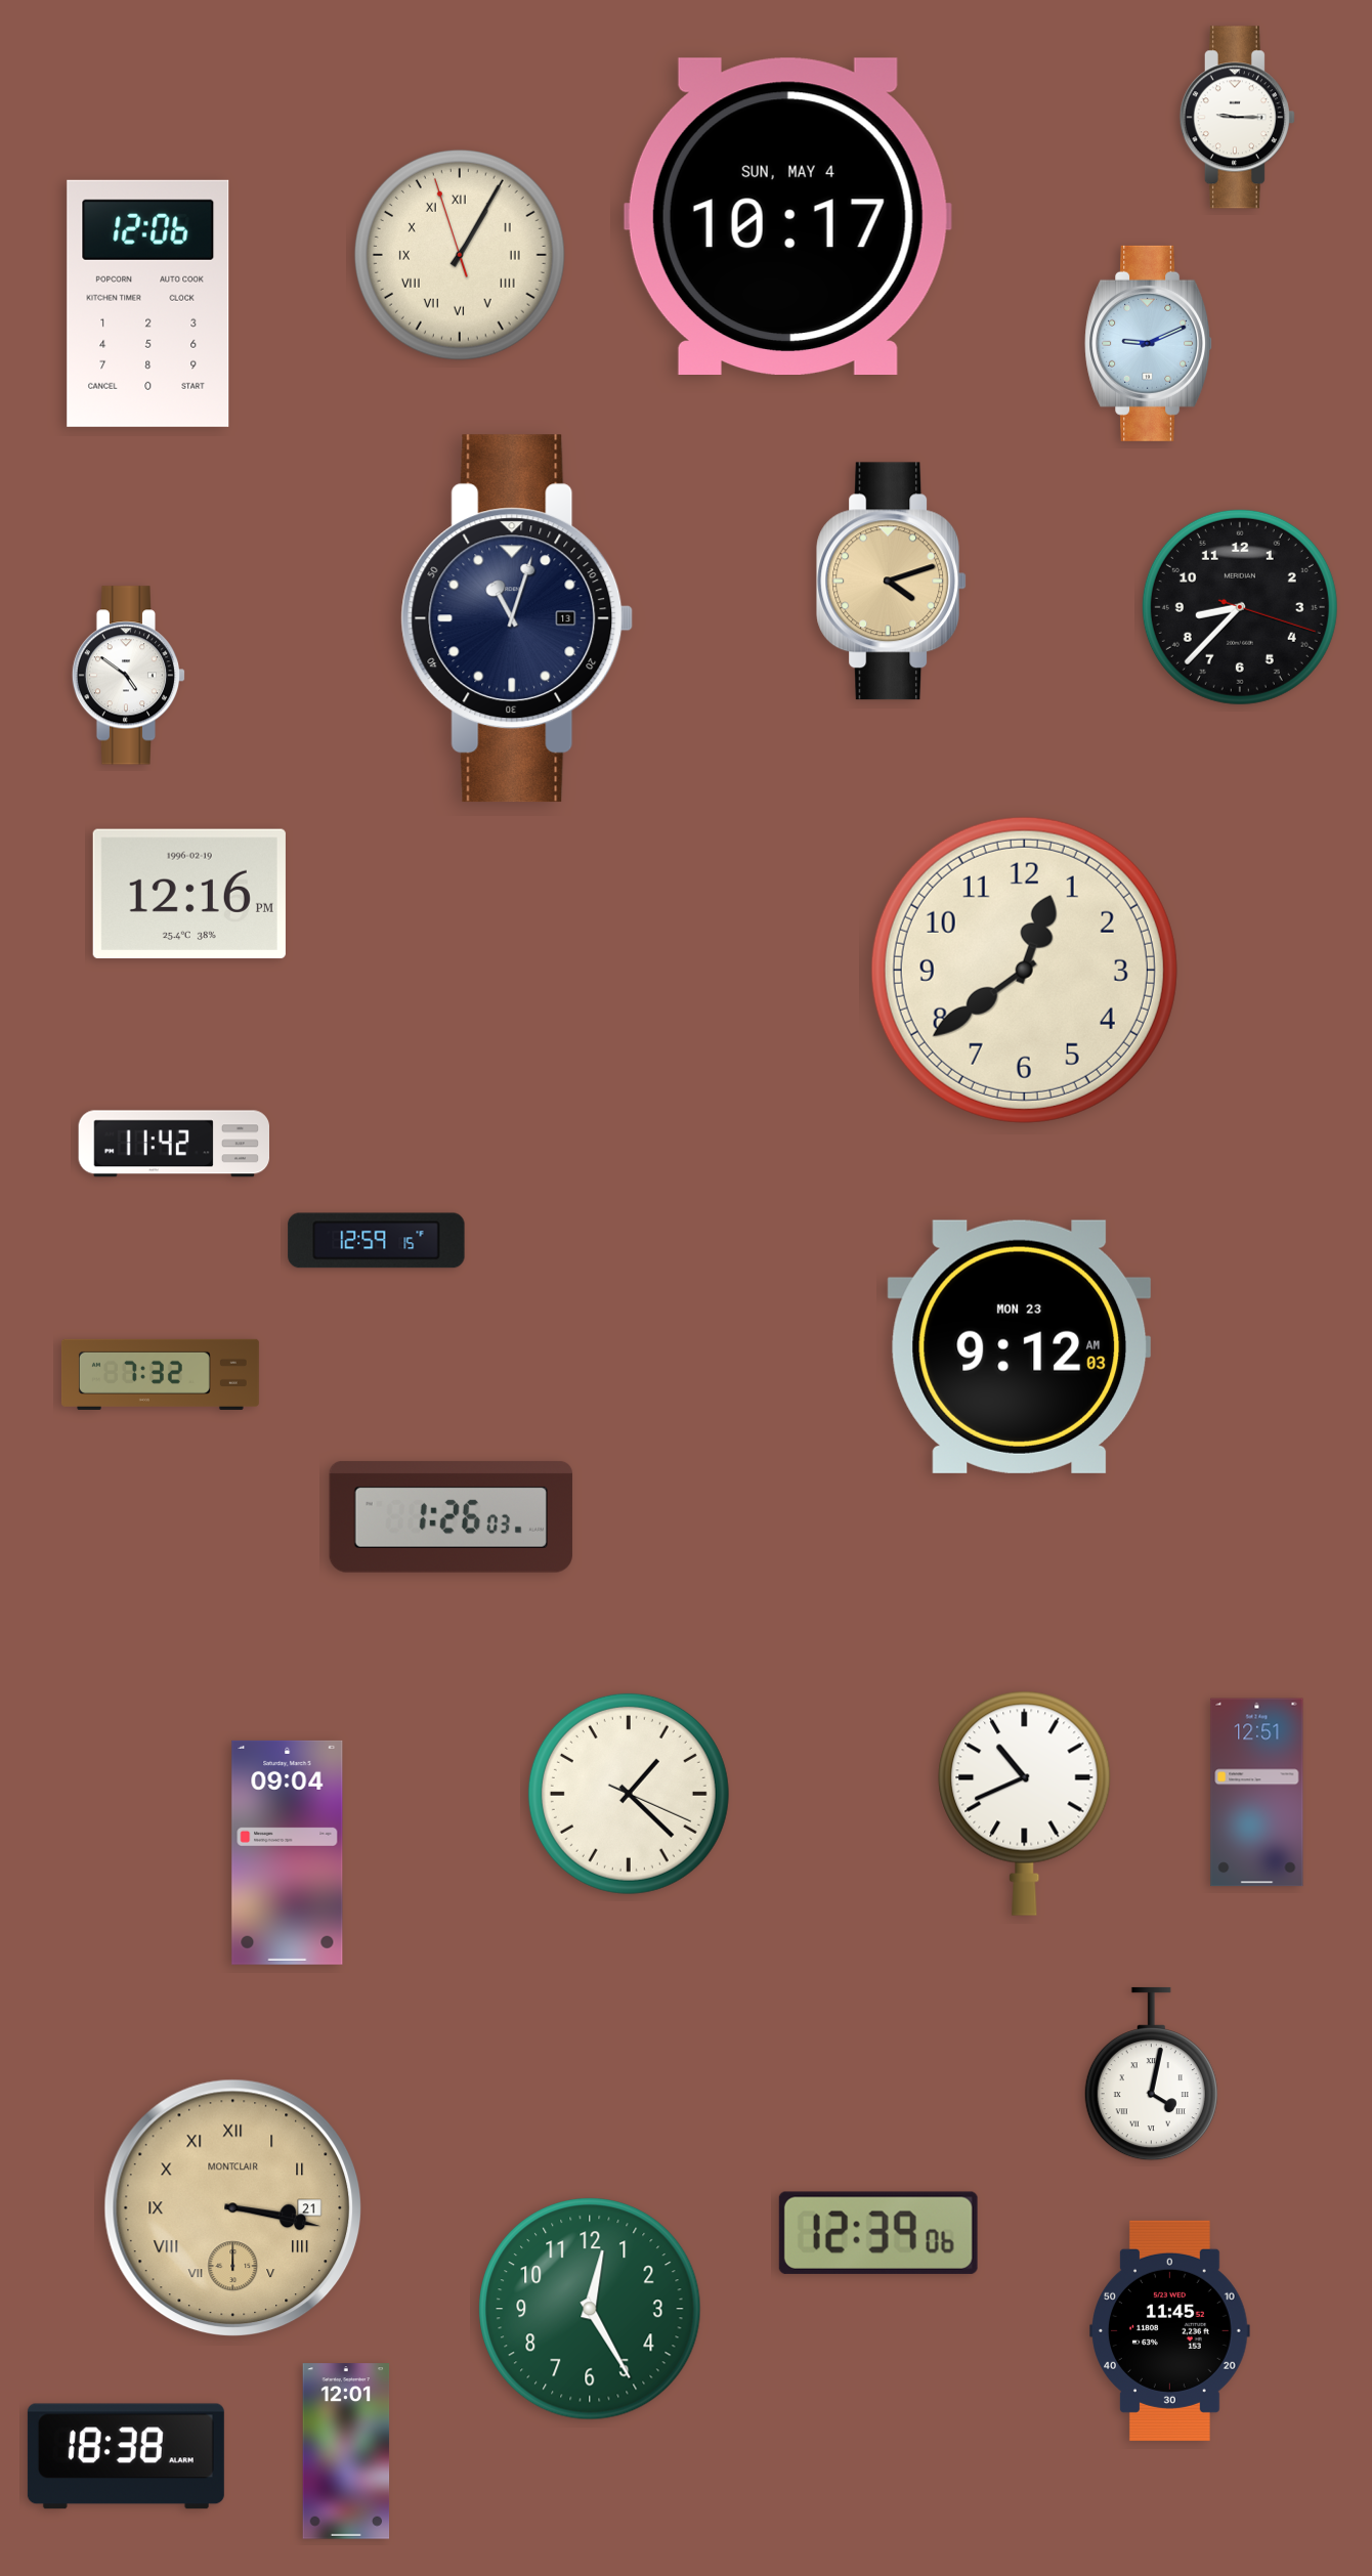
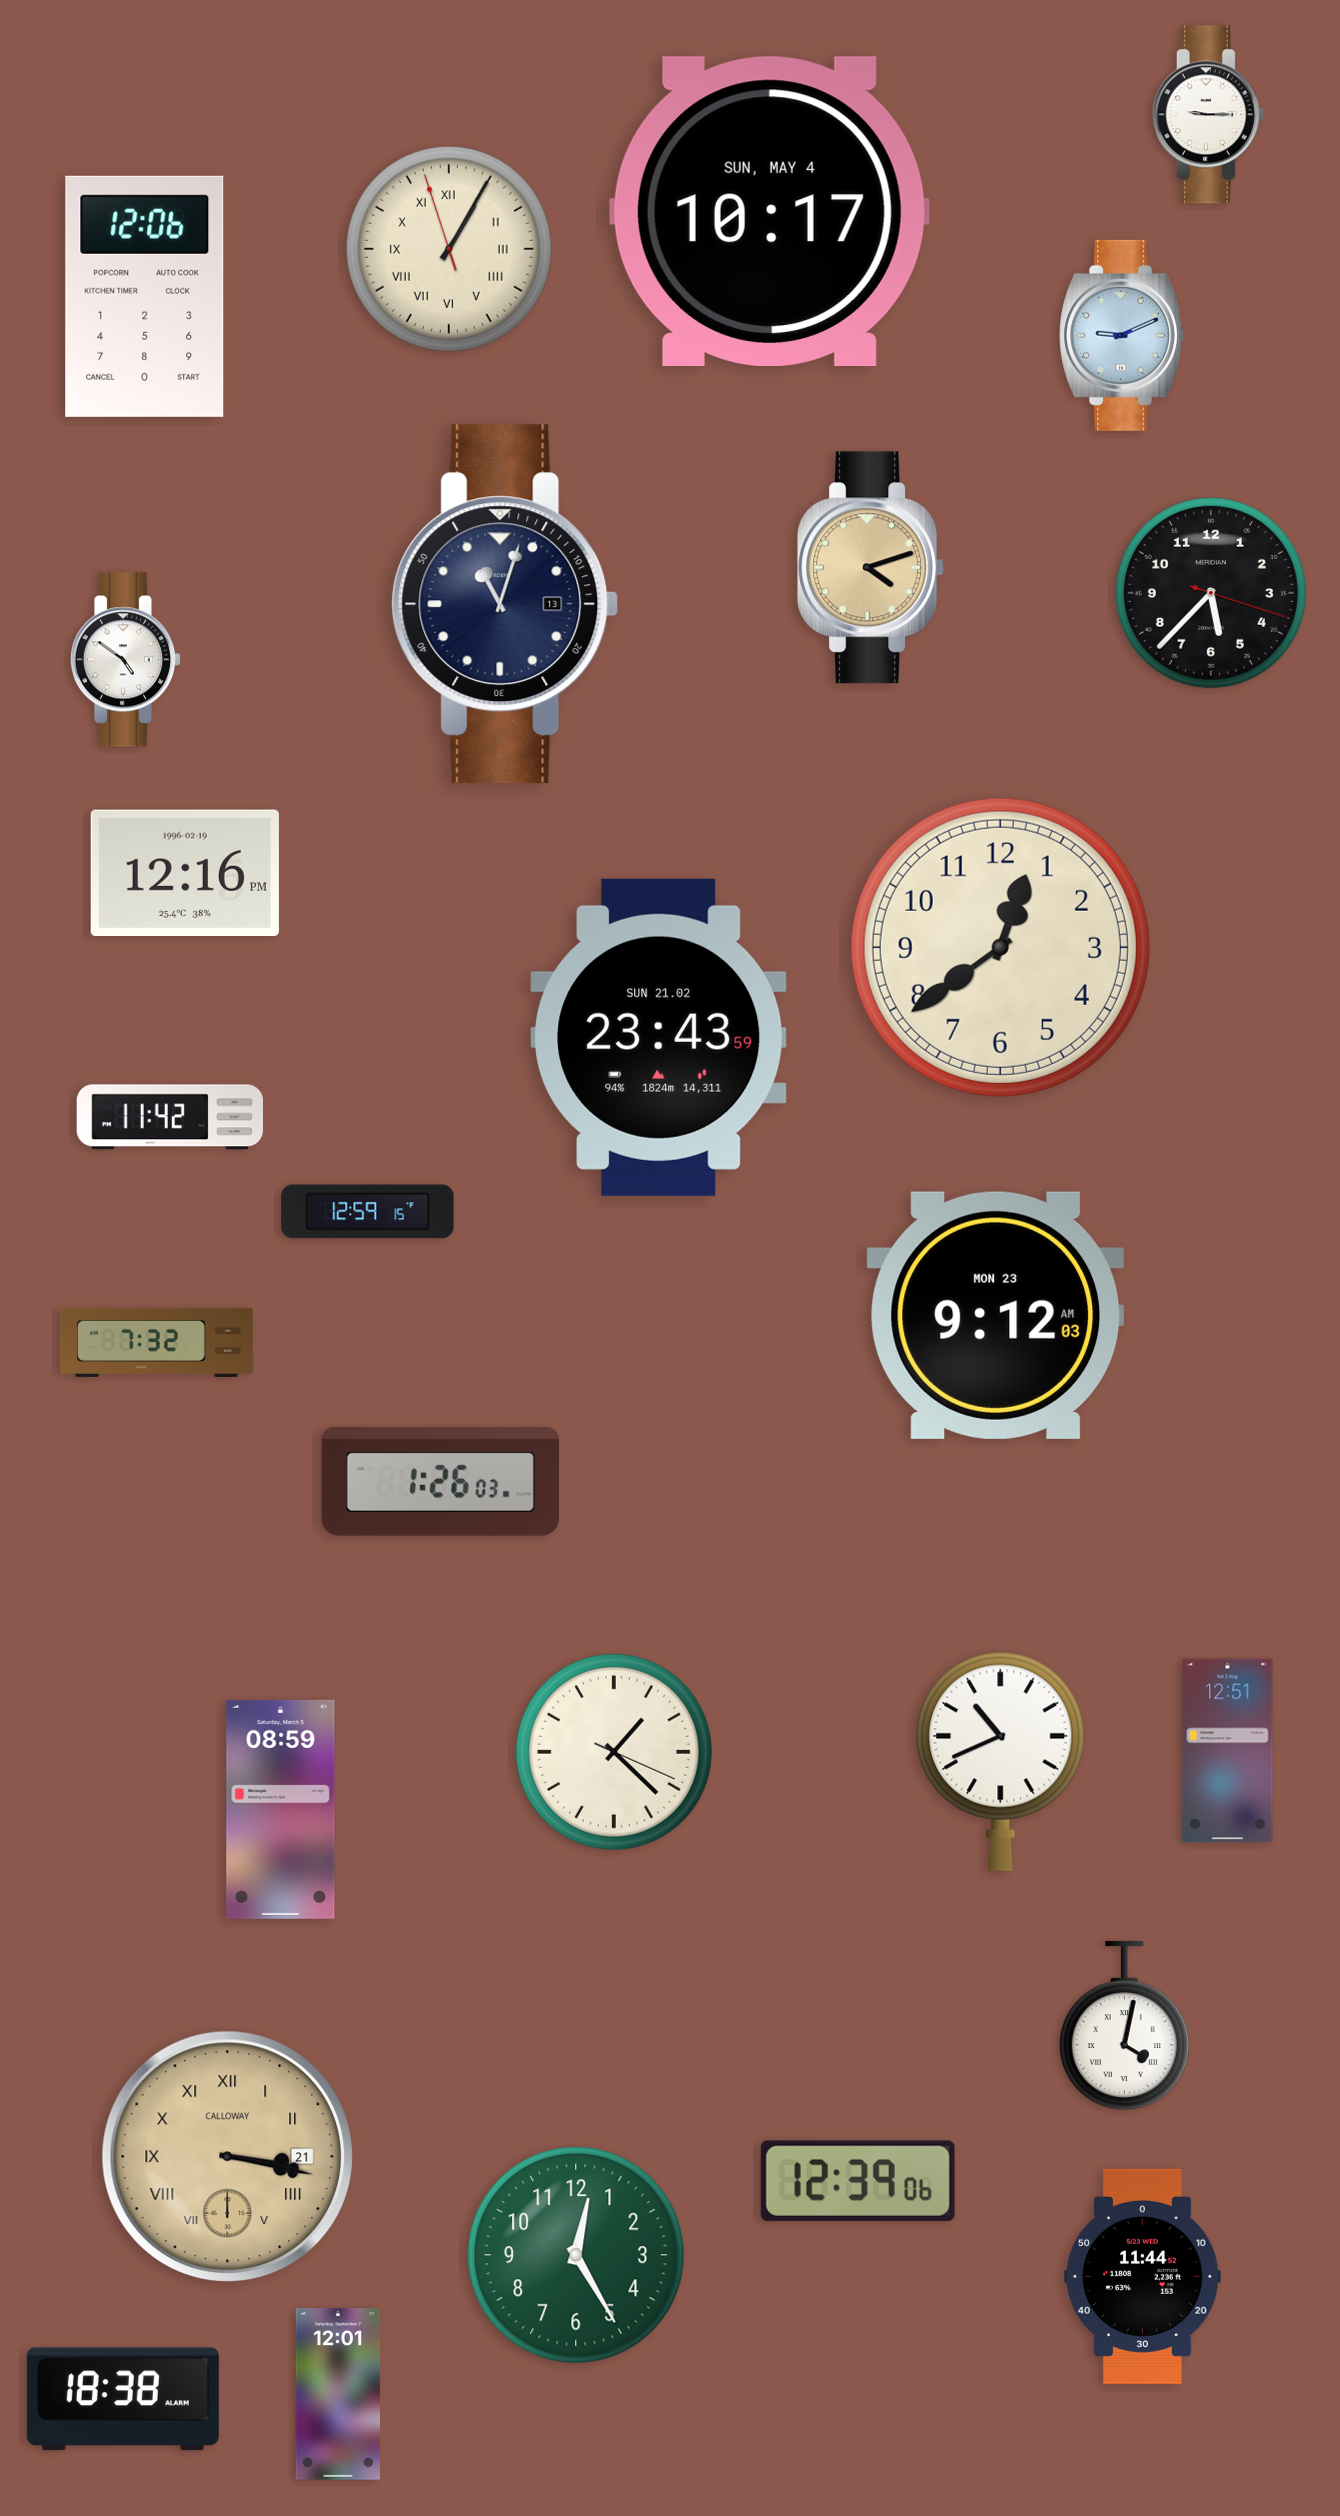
clock at (1240, 607): 8:37 -> 5:37
clock at (659, 1037): none -> 23:43
clock at (288, 1852): 09:04 -> 08:59
clock at (233, 2208) brand: MONTCLAIR -> CALLOWAY
clock at (1170, 2330): 11:45 -> 11:44
